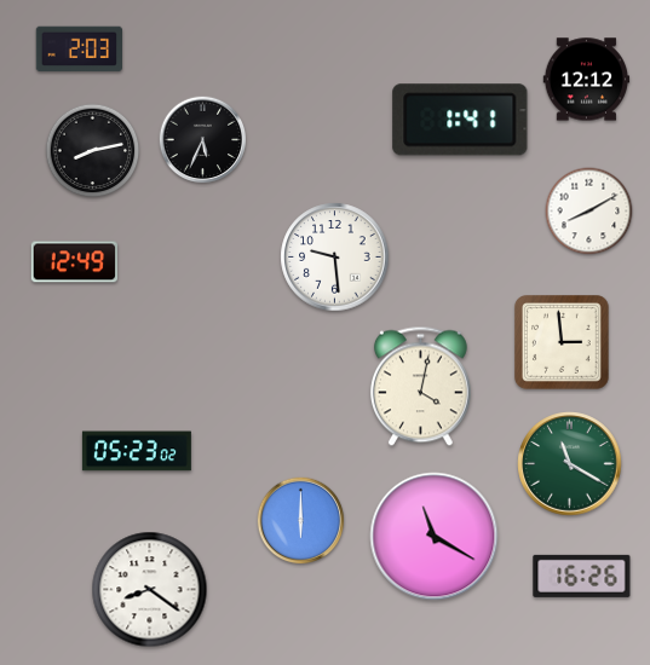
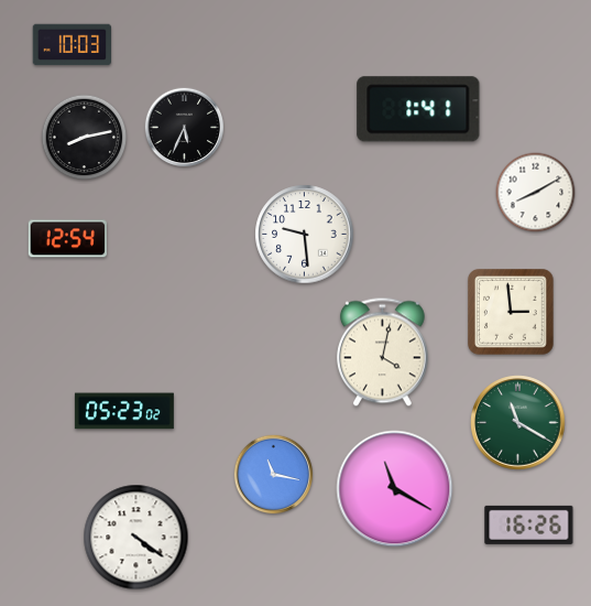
clock at (79, 50): 2:03 -> 10:03
clock at (587, 80): 12:12 -> none
clock at (75, 262): 12:49 -> 12:54
clock at (301, 521): 6:00 -> 11:17
clock at (150, 590): 8:21 -> 4:21
